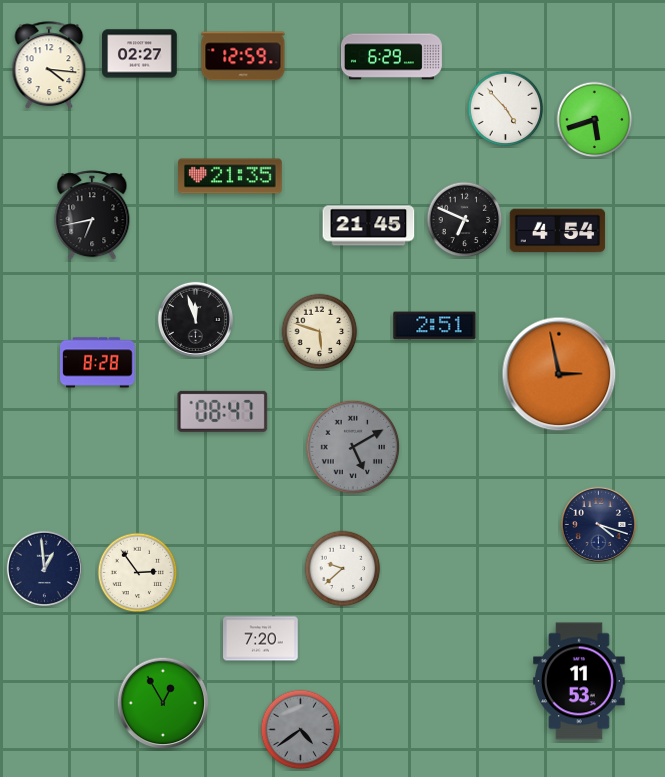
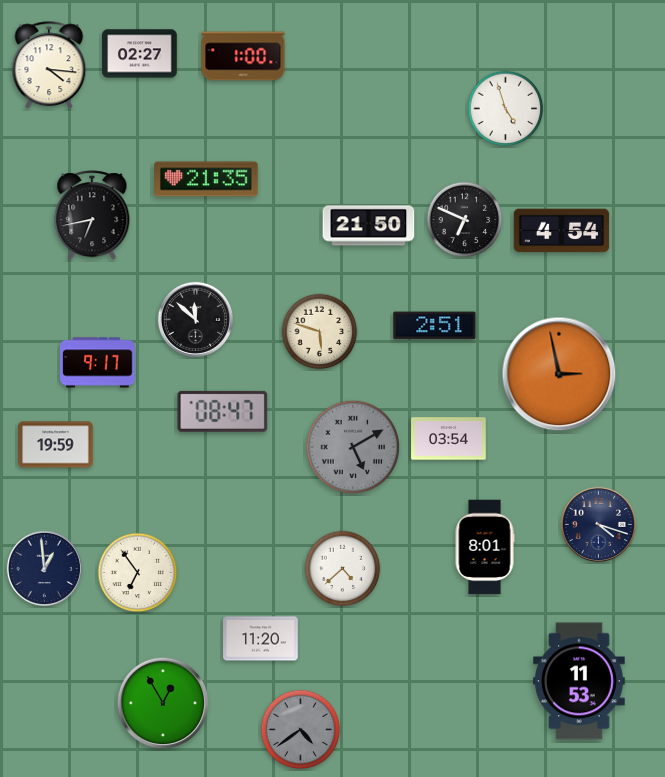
clock at (243, 56): 12:59 -> 1:00
clock at (391, 57): 6:29 -> none
clock at (506, 109): 4:53 -> 4:57
clock at (595, 120): 5:42 -> none
clock at (230, 176) position: (230, 176) -> (206, 179)
clock at (369, 226): 21:45 -> 21:50
clock at (558, 231) position: (558, 231) -> (562, 231)
clock at (195, 319): 11:57 -> 11:52
clock at (98, 363): 8:28 -> 9:17
clock at (449, 439): none -> 03:54
clock at (56, 445): none -> 19:59
clock at (485, 547): none -> 8:01
clock at (343, 569): 9:38 -> 4:38
clock at (138, 573): 2:54 -> 6:54
clock at (261, 639): 7:20 -> 11:20
